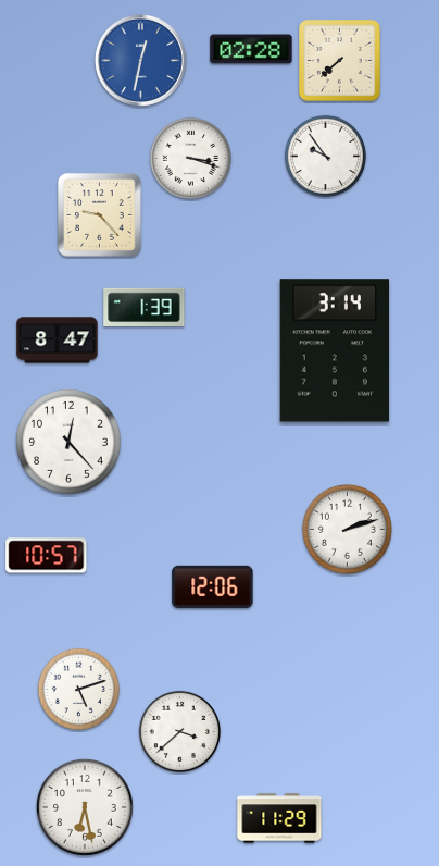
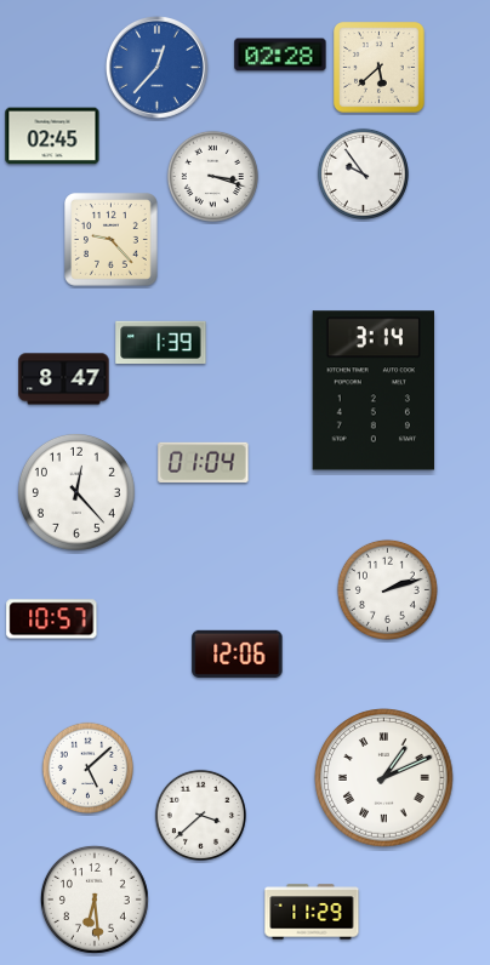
clock at (140, 60): 12:32 -> 12:37
clock at (340, 61): 7:38 -> 5:38
clock at (52, 136): none -> 02:45
clock at (204, 462): none -> 01:04
clock at (78, 689): 5:12 -> 5:08
clock at (384, 778): none -> 1:11
clock at (85, 807): 6:28 -> 6:29
